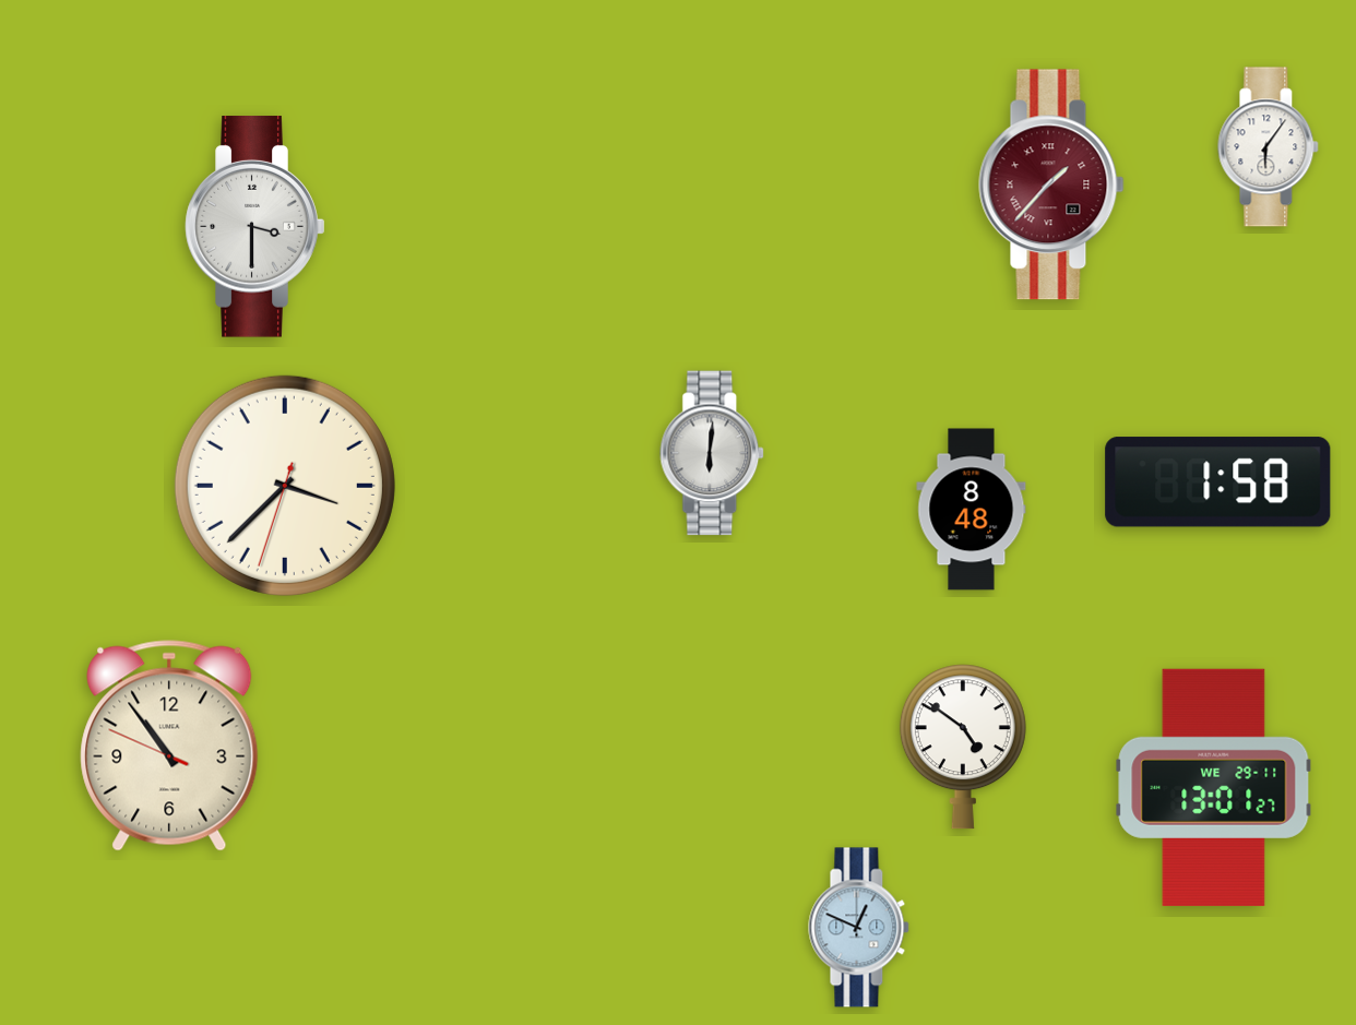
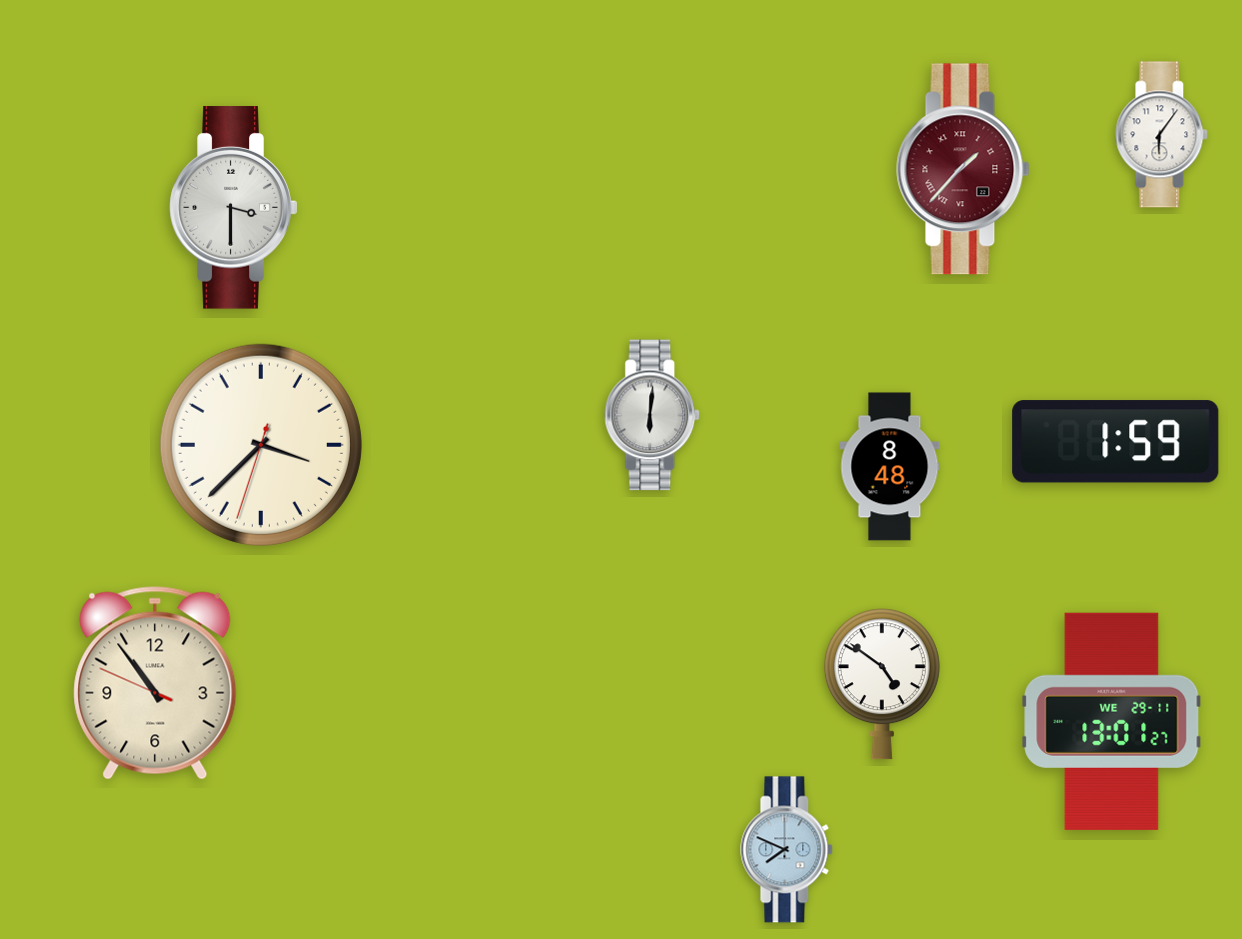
clock at (1218, 482): 1:58 -> 1:59
clock at (859, 928): 12:49 -> 7:49
